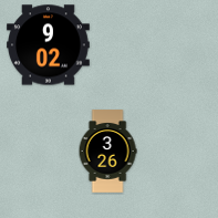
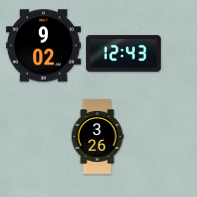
clock at (49, 45) position: (49, 45) -> (44, 46)
clock at (124, 54): none -> 12:43
